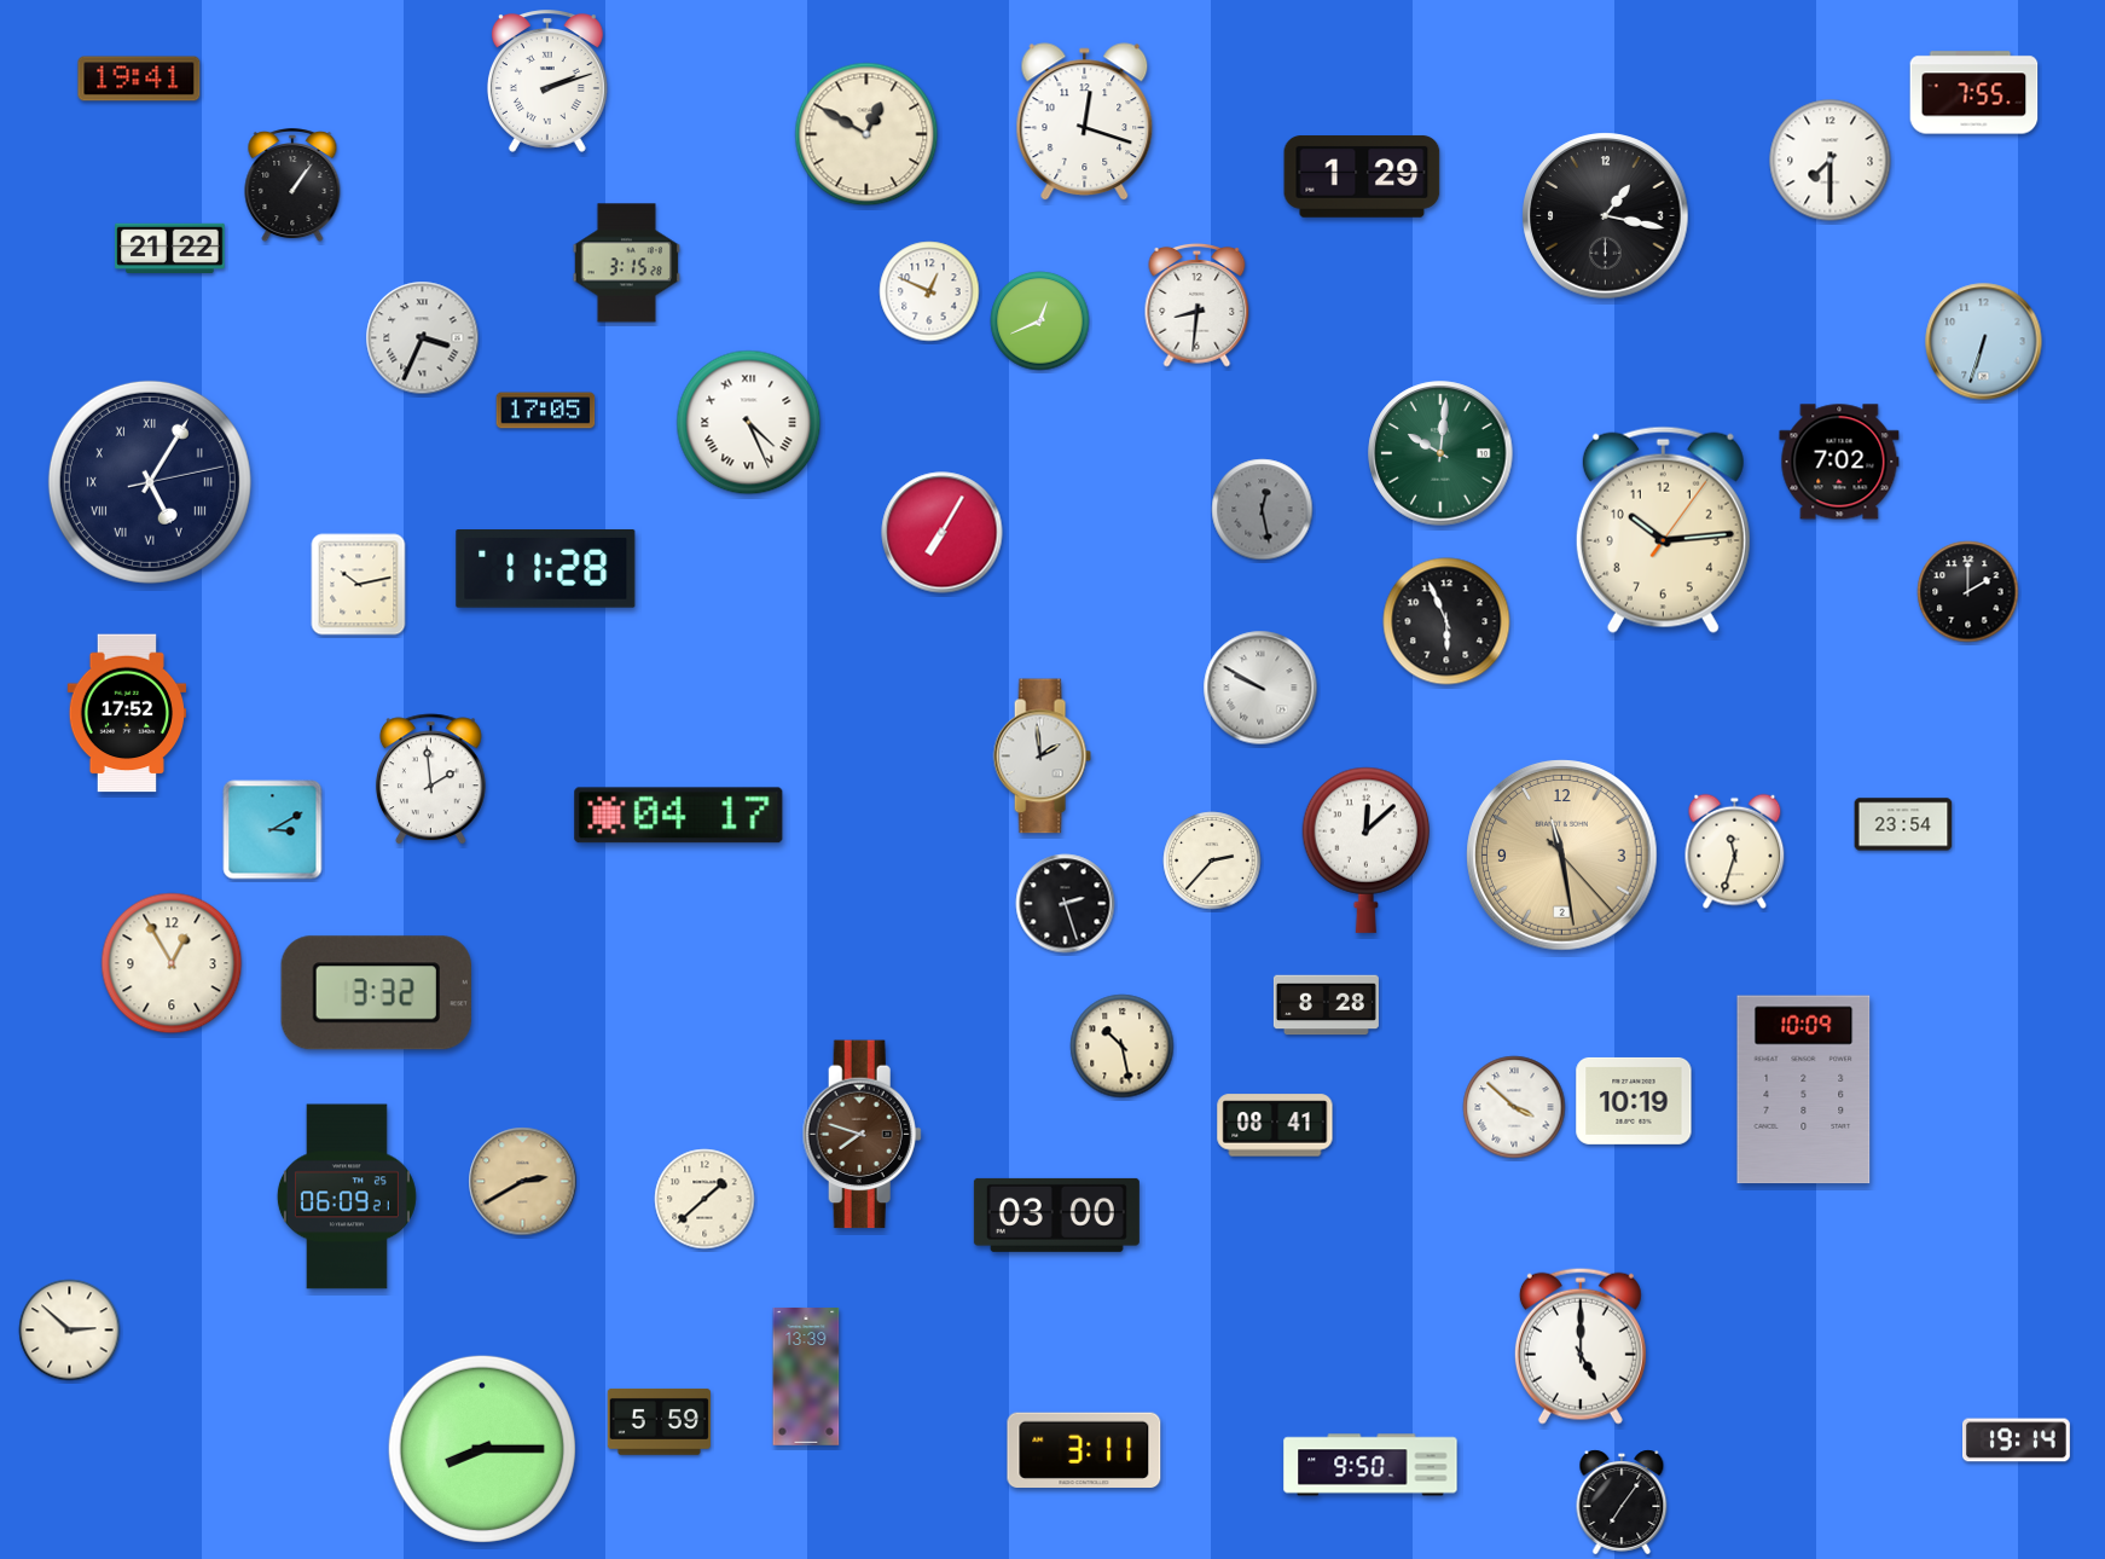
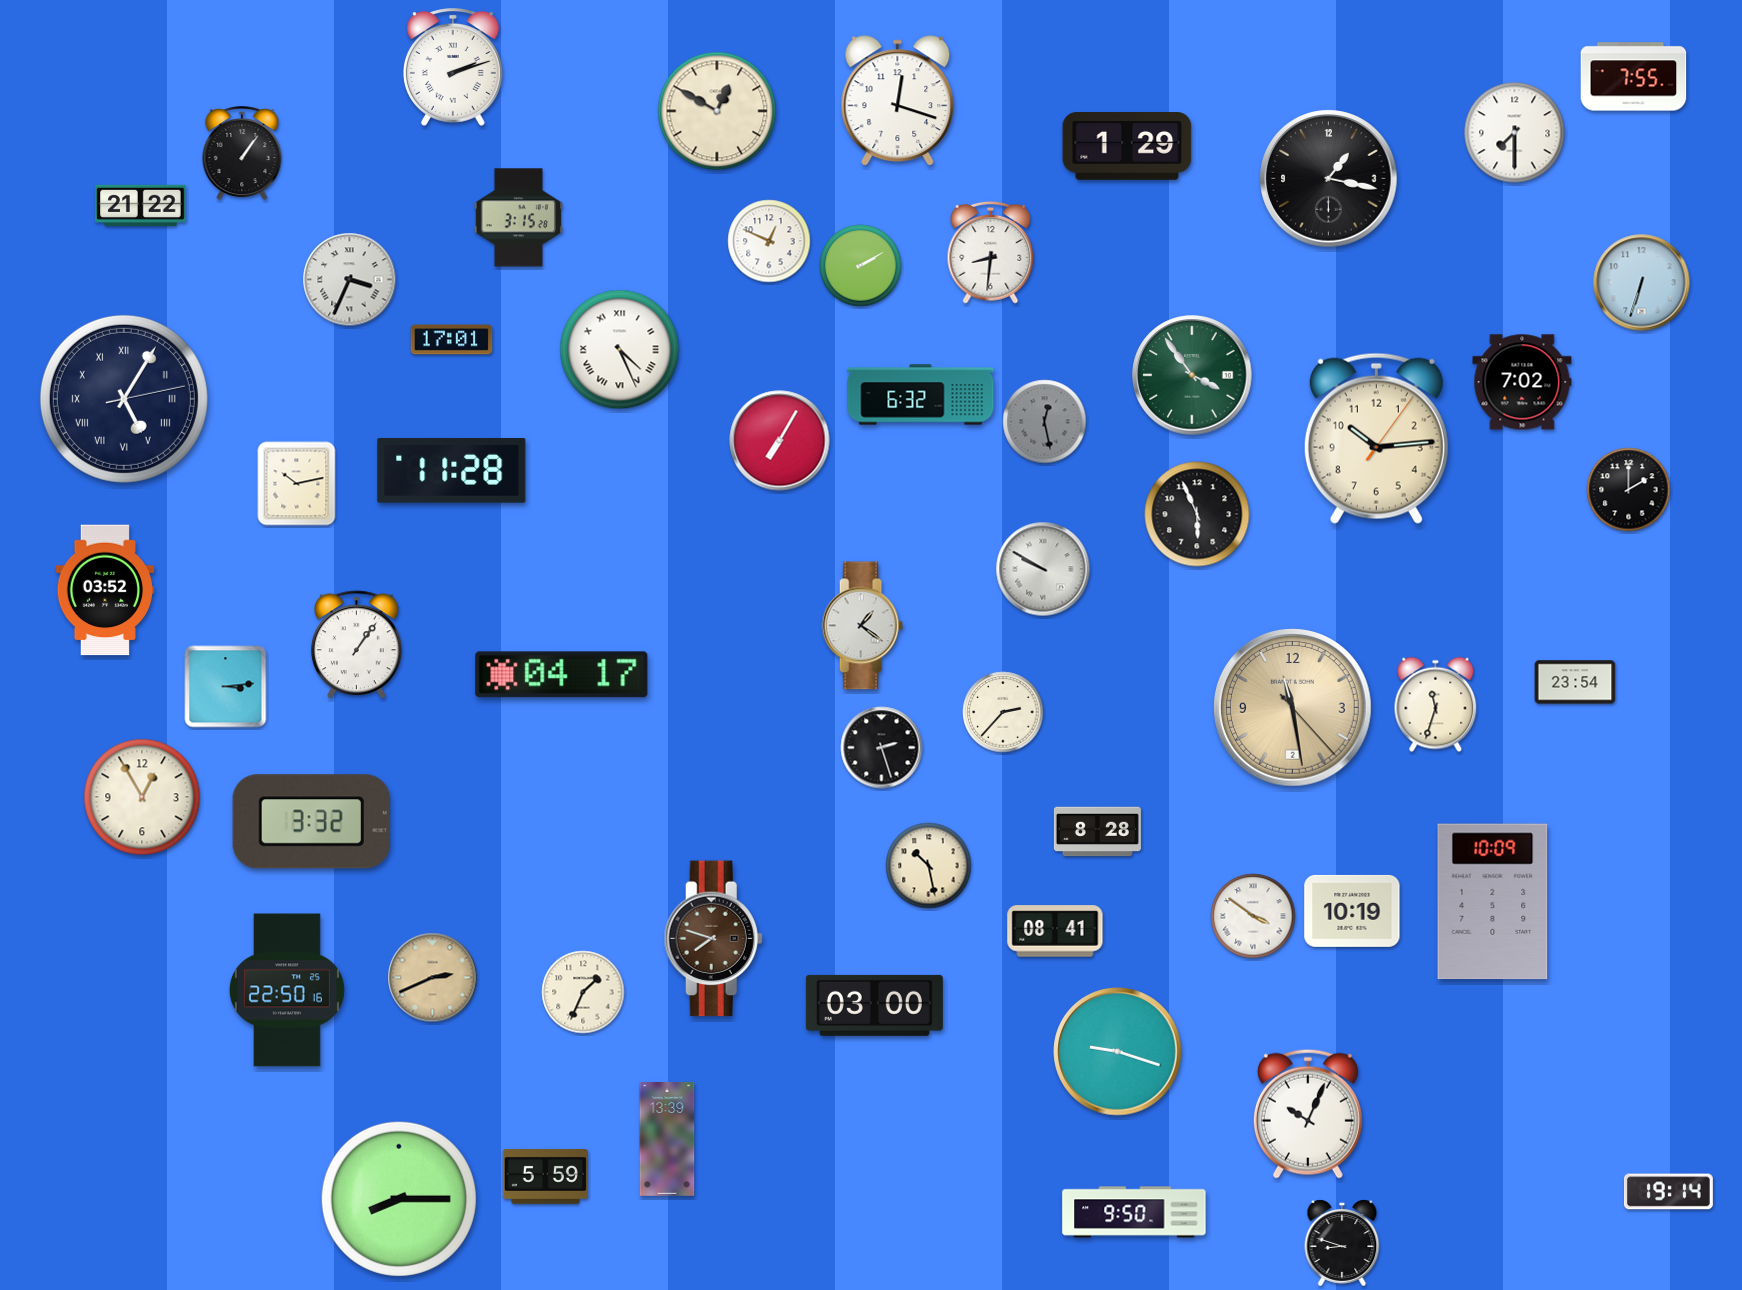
clock at (139, 79): 19:41 -> none
clock at (1040, 321): 12:41 -> 2:10
clock at (546, 411): 17:05 -> 17:01
clock at (1440, 453): 10:01 -> 3:54
clock at (921, 395): none -> 6:32
clock at (127, 713): 17:52 -> 03:52
clock at (1042, 757): 1:59 -> 1:21
clock at (430, 779): 1:59 -> 1:06
clock at (273, 830): 3:10 -> 3:14
clock at (1367, 850): 12:08 -> none
clock at (1514, 1107): 3:52 -> 3:51
clock at (523, 1182): 2:40 -> 2:41
clock at (347, 1196): 06:09 -> 22:50
clock at (704, 1199): 1:38 -> 1:34
clock at (1118, 1052): none -> 9:18
clock at (70, 1331): 2:52 -> none
clock at (1581, 1346): 5:00 -> 10:04
clock at (1084, 1449): 3:11 -> none
clock at (1622, 1502): 7:06 -> 8:48
